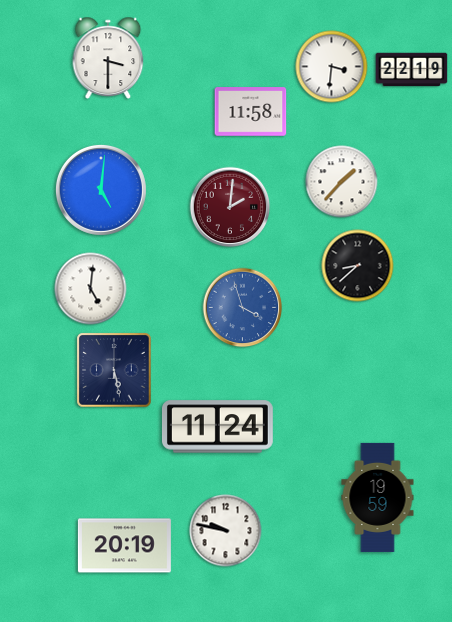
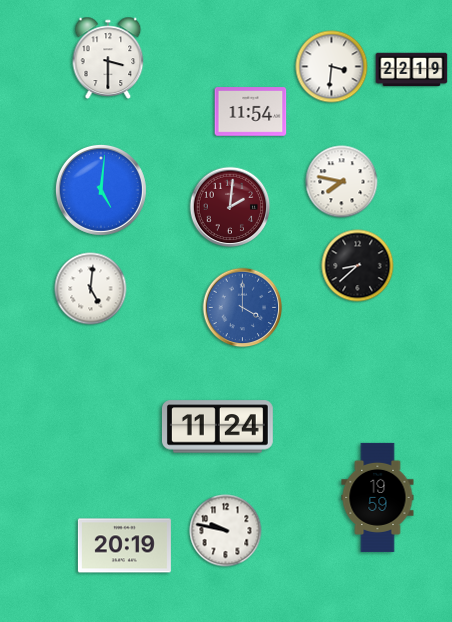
clock at (251, 112): 11:58 -> 11:54
clock at (342, 182): 1:37 -> 7:47
clock at (243, 308): 3:57 -> 4:00
clock at (114, 370): 5:28 -> none
